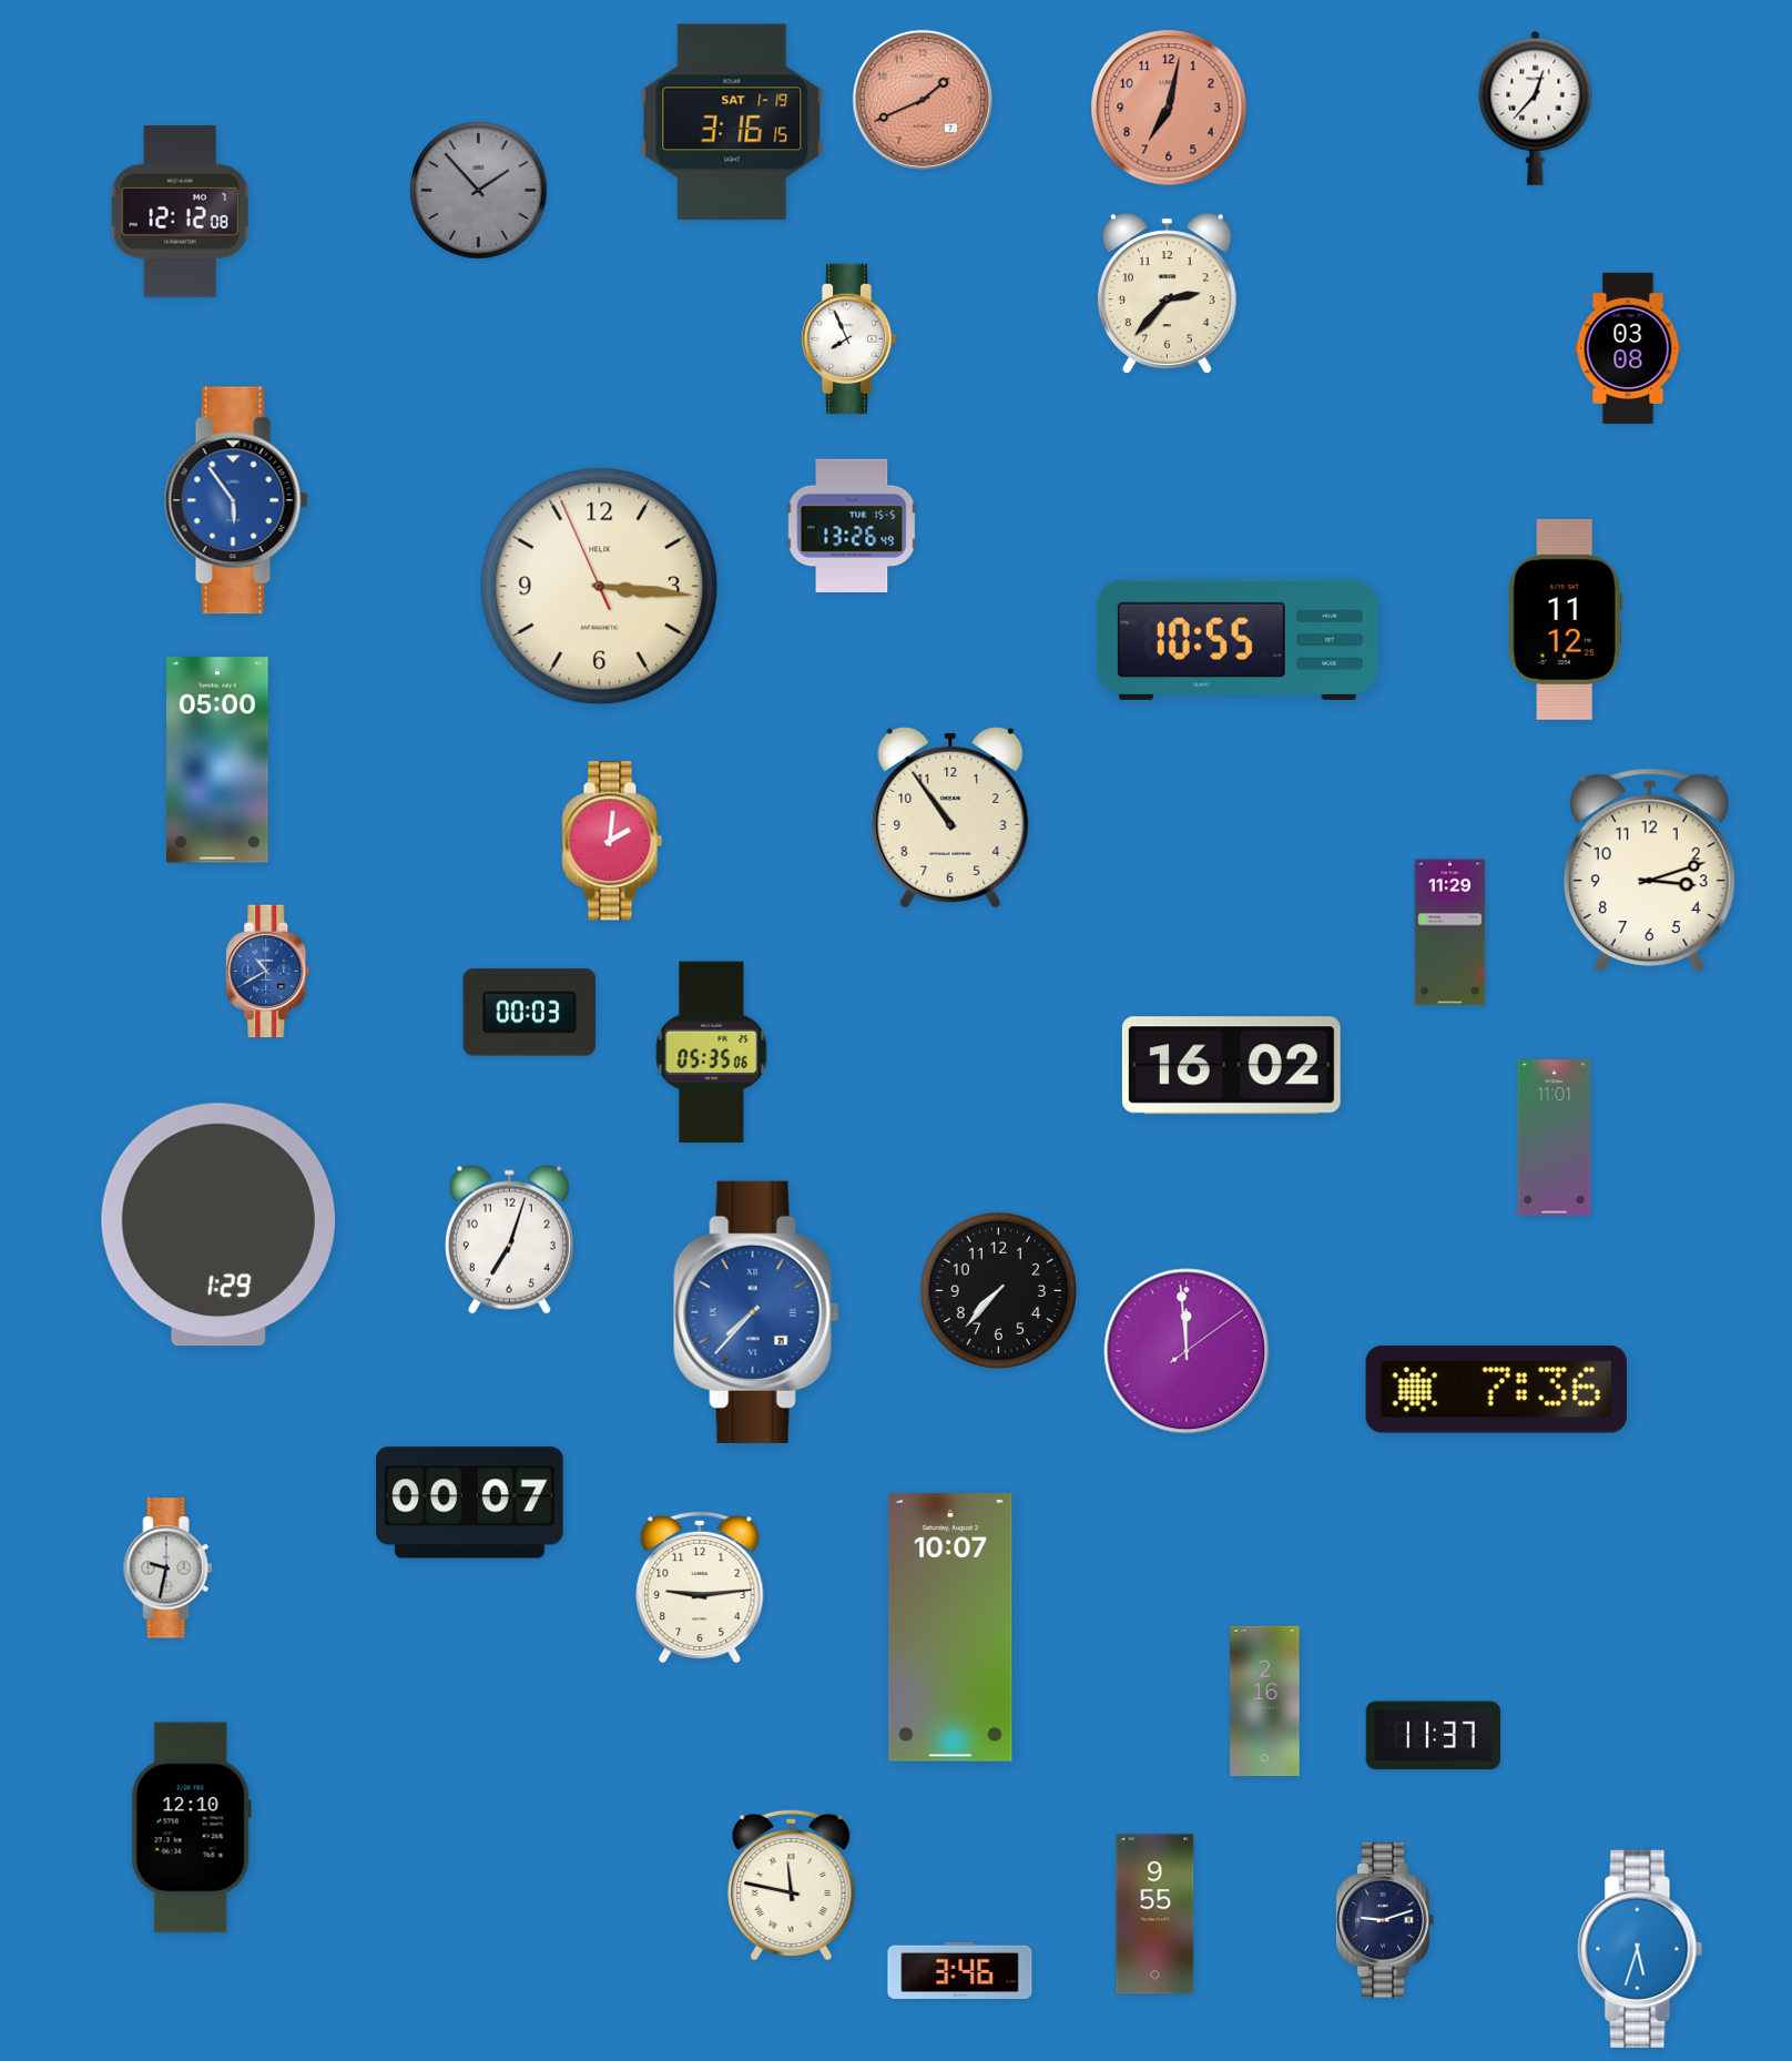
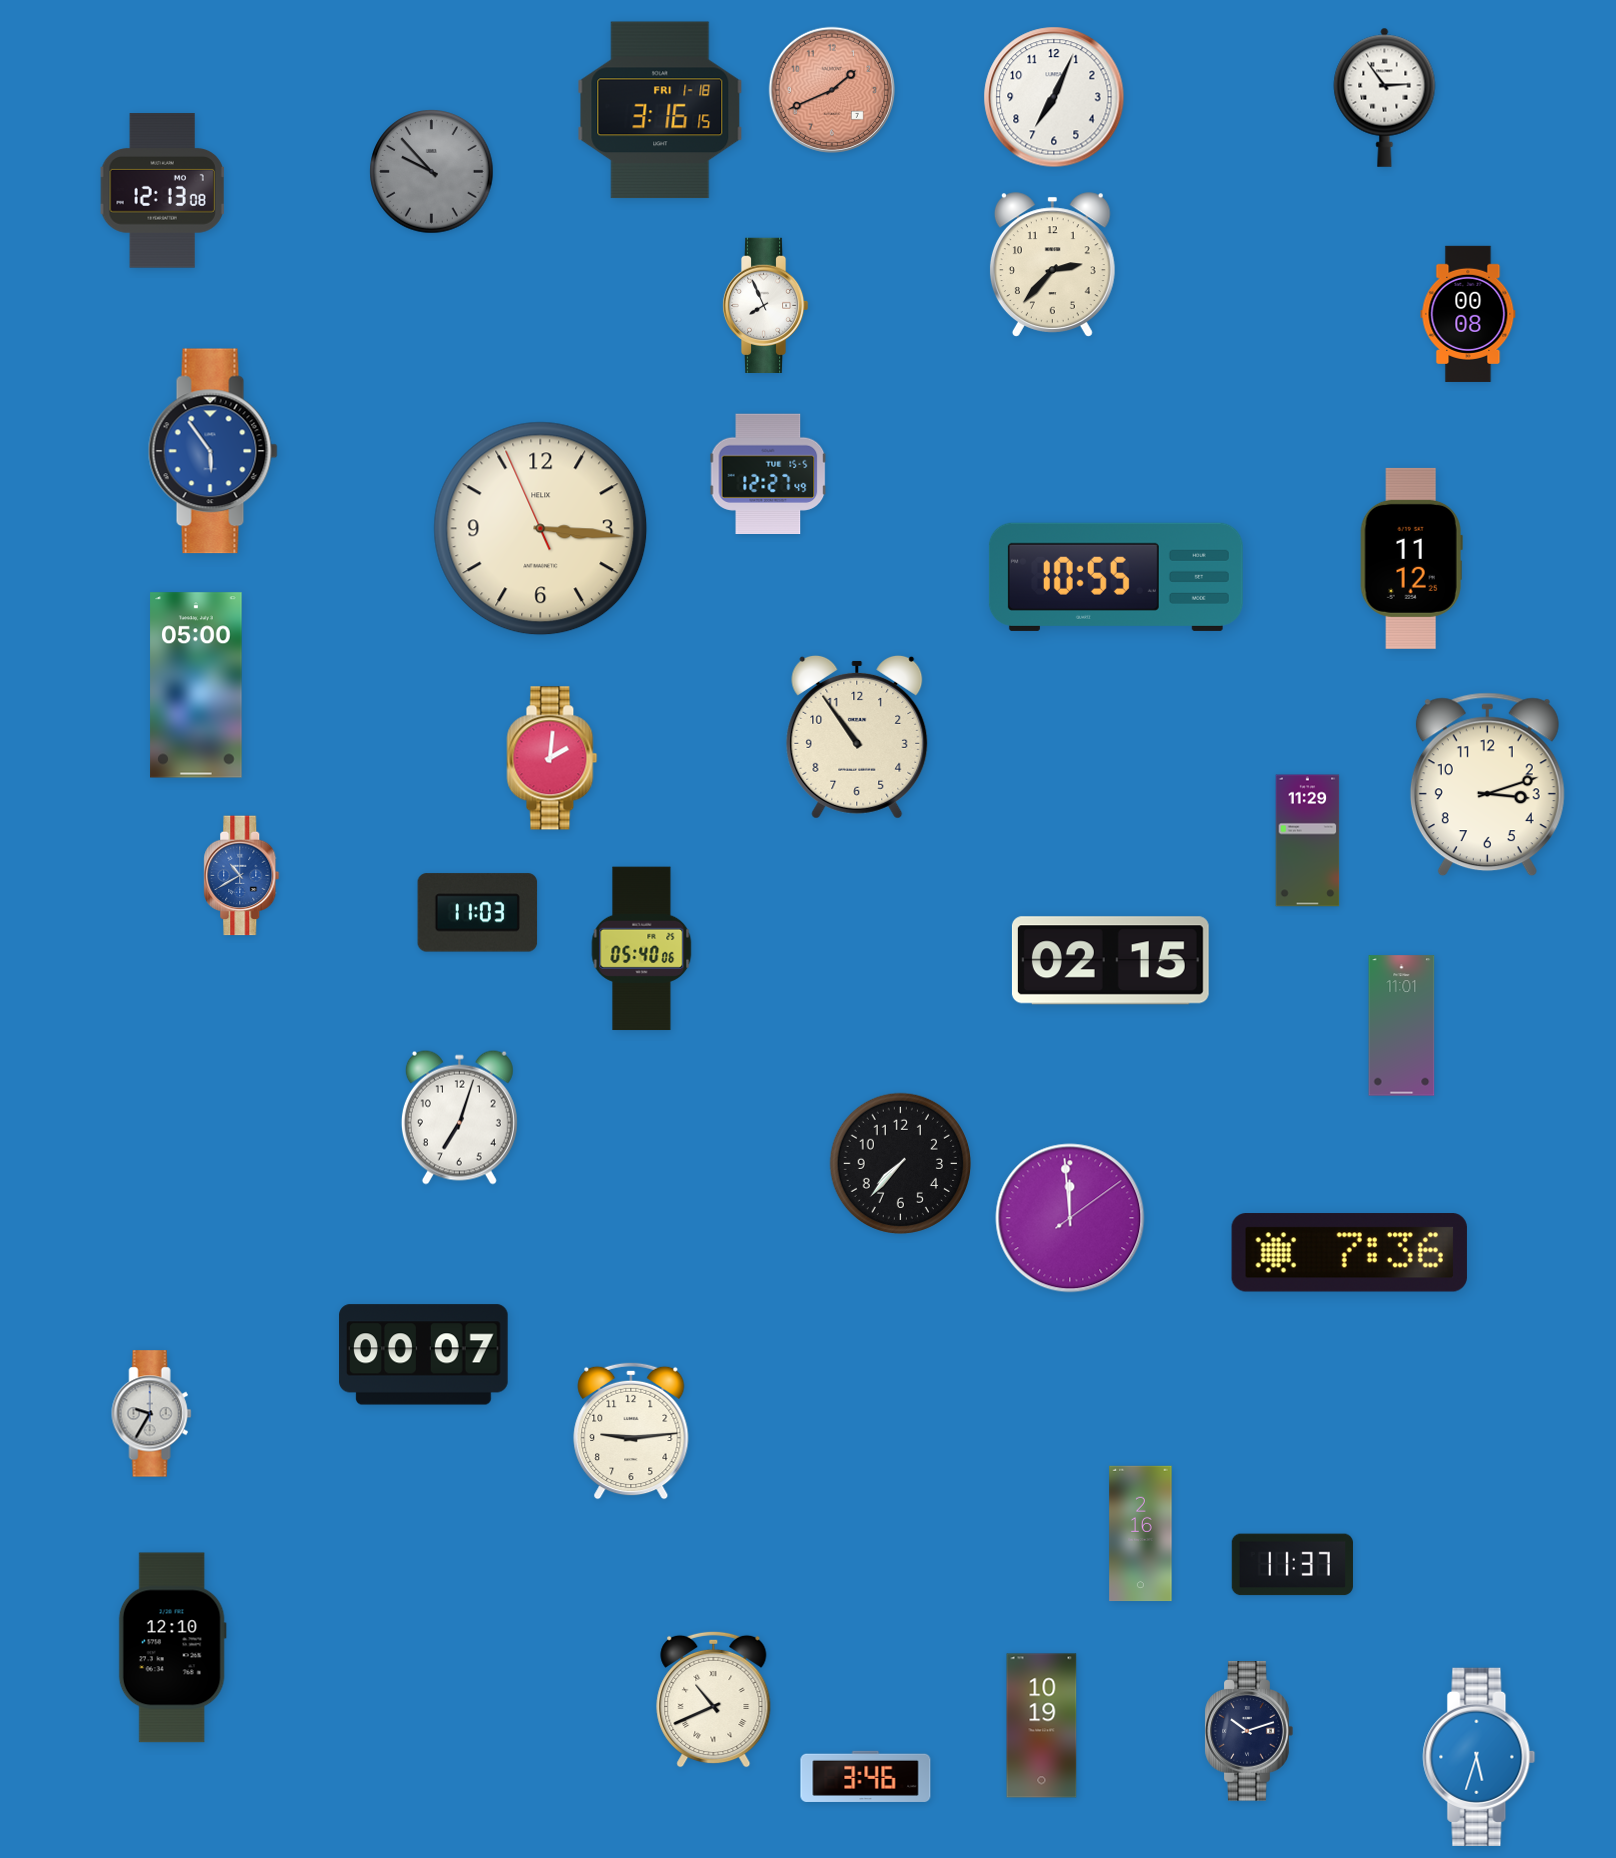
clock at (1169, 108): 7:02 -> 7:04
clock at (1169, 108) dial: salmon -> white
clock at (1536, 108): 12:37 -> 2:54
clock at (732, 122) date: SAT 1-19 -> FRI 1-18
clock at (479, 191): 1:53 -> 9:53
clock at (180, 212): 12:12 -> 12:13
clock at (1628, 348): 03:08 -> 00:08
clock at (852, 525): 13:26 -> 12:27
clock at (530, 1013): 00:03 -> 11:03
clock at (712, 1053): 05:35 -> 05:40
clock at (1231, 1066): 16:02 -> 02:15
clock at (218, 1225): 1:29 -> none
clock at (756, 1312): 7:37 -> none
clock at (169, 1568): 9:32 -> 9:35
clock at (950, 1627): 10:07 -> none
clock at (792, 1885): 11:47 -> 10:41
clock at (1155, 1915): 9:55 -> 10:19
clock at (1385, 1920): 9:12 -> 10:12
